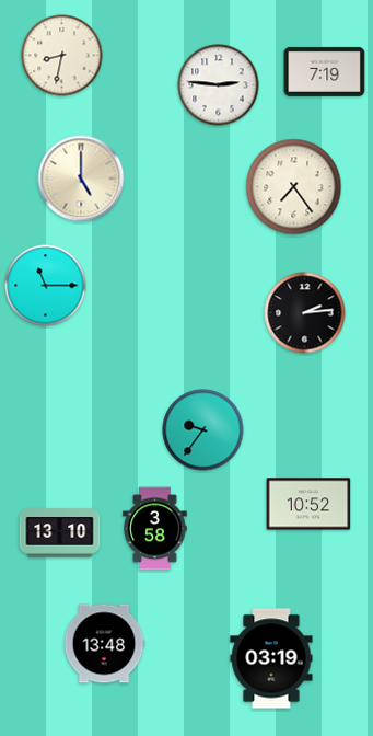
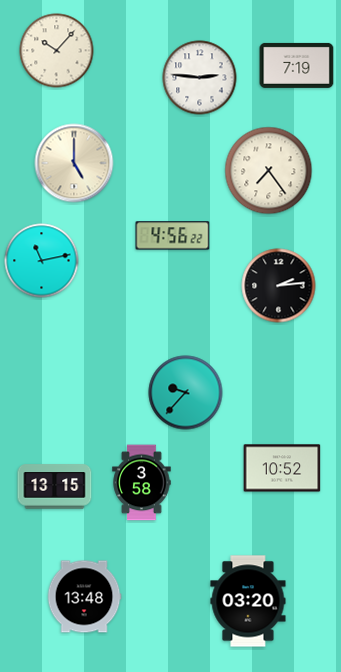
clock at (62, 56): 8:32 -> 10:07
clock at (173, 236): none -> 4:56
clock at (46, 286): 11:15 -> 11:13
clock at (203, 430): 9:36 -> 9:37
clock at (308, 504) position: (308, 504) -> (282, 468)
clock at (60, 533): 13:10 -> 13:15
clock at (104, 644) position: (104, 644) -> (84, 597)
clock at (271, 658): 03:19 -> 03:20
